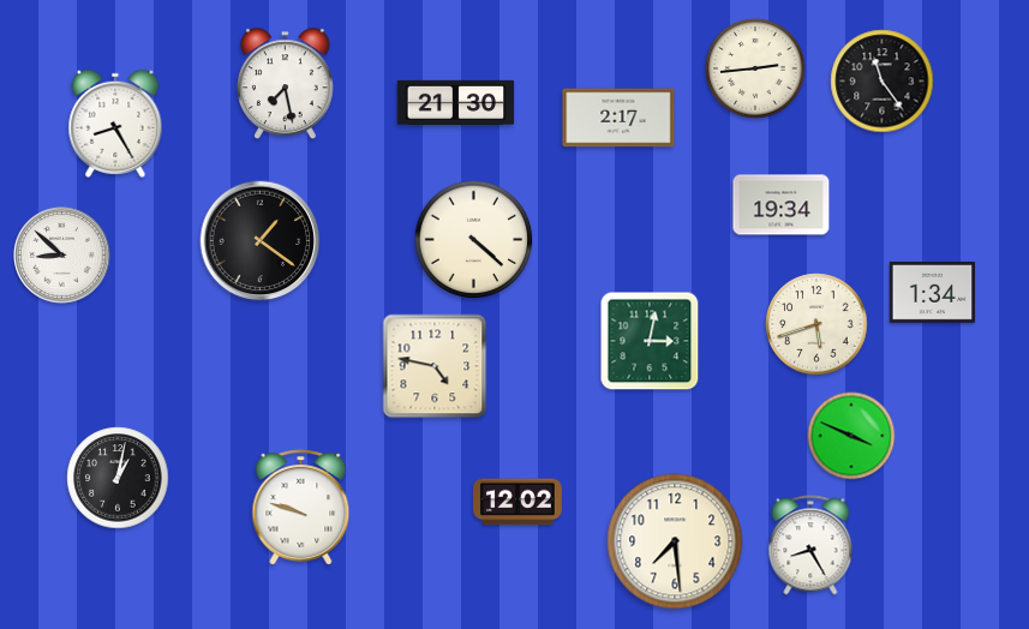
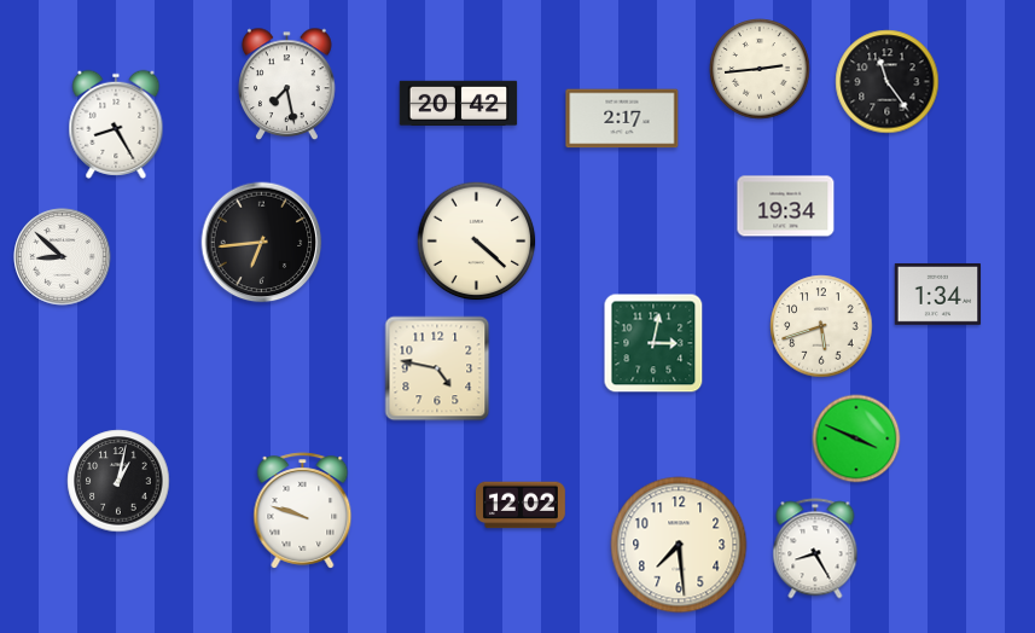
clock at (456, 103): 21:30 -> 20:42
clock at (261, 241): 1:21 -> 6:44
